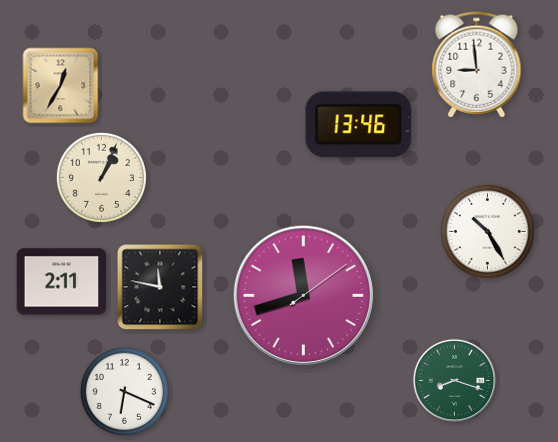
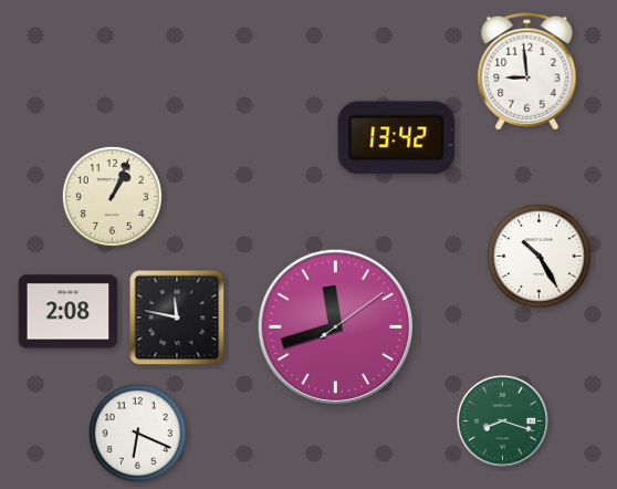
clock at (61, 86): 12:35 -> none
clock at (359, 125): 13:46 -> 13:42
clock at (62, 282): 2:11 -> 2:08
